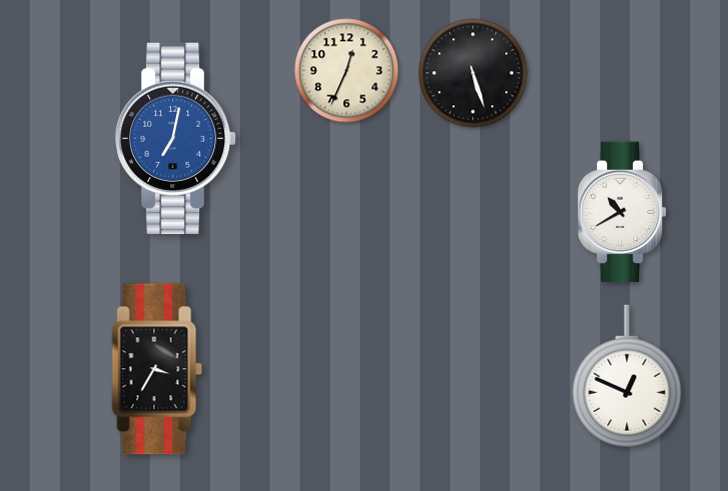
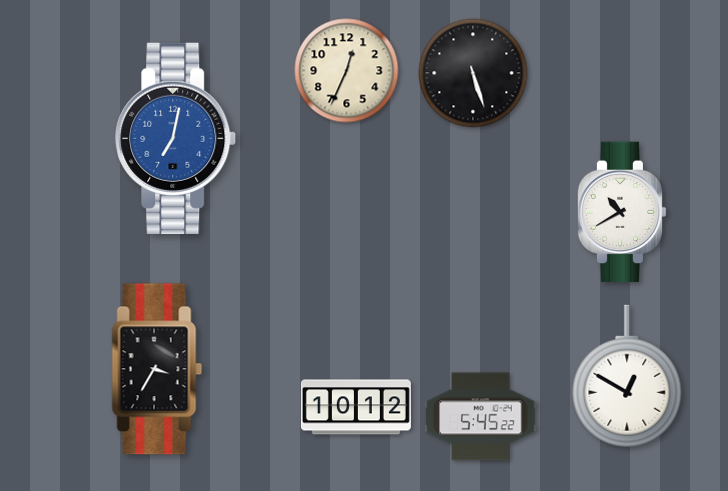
clock at (627, 376): 12:49 -> 12:50
clock at (356, 407): none -> 10:12
clock at (481, 417): none -> 5:45
